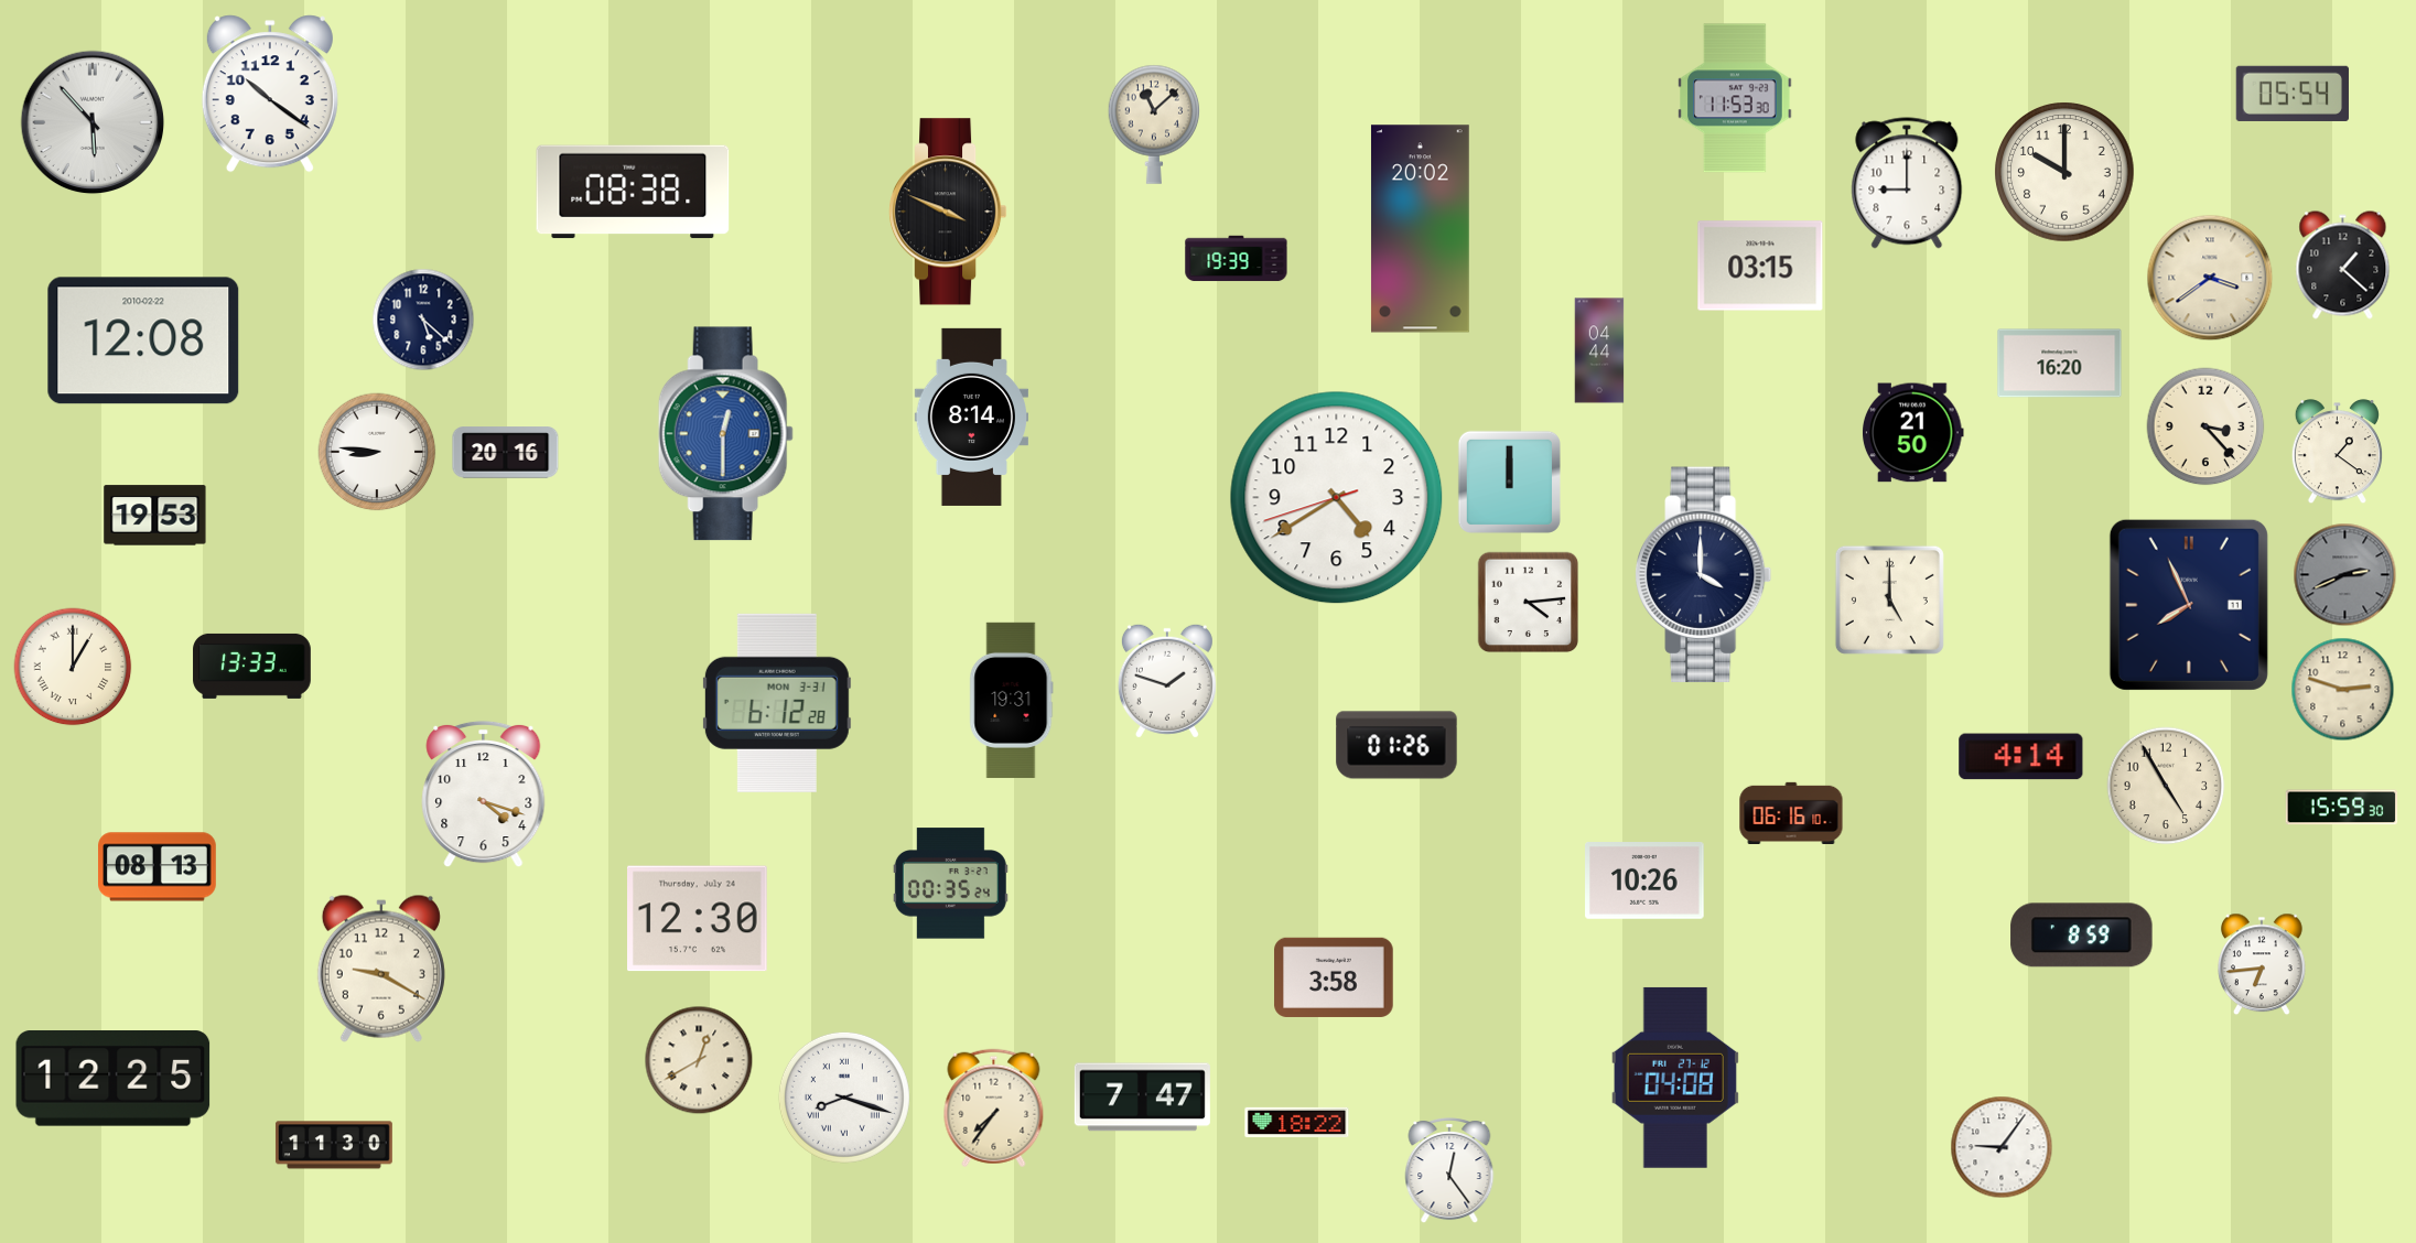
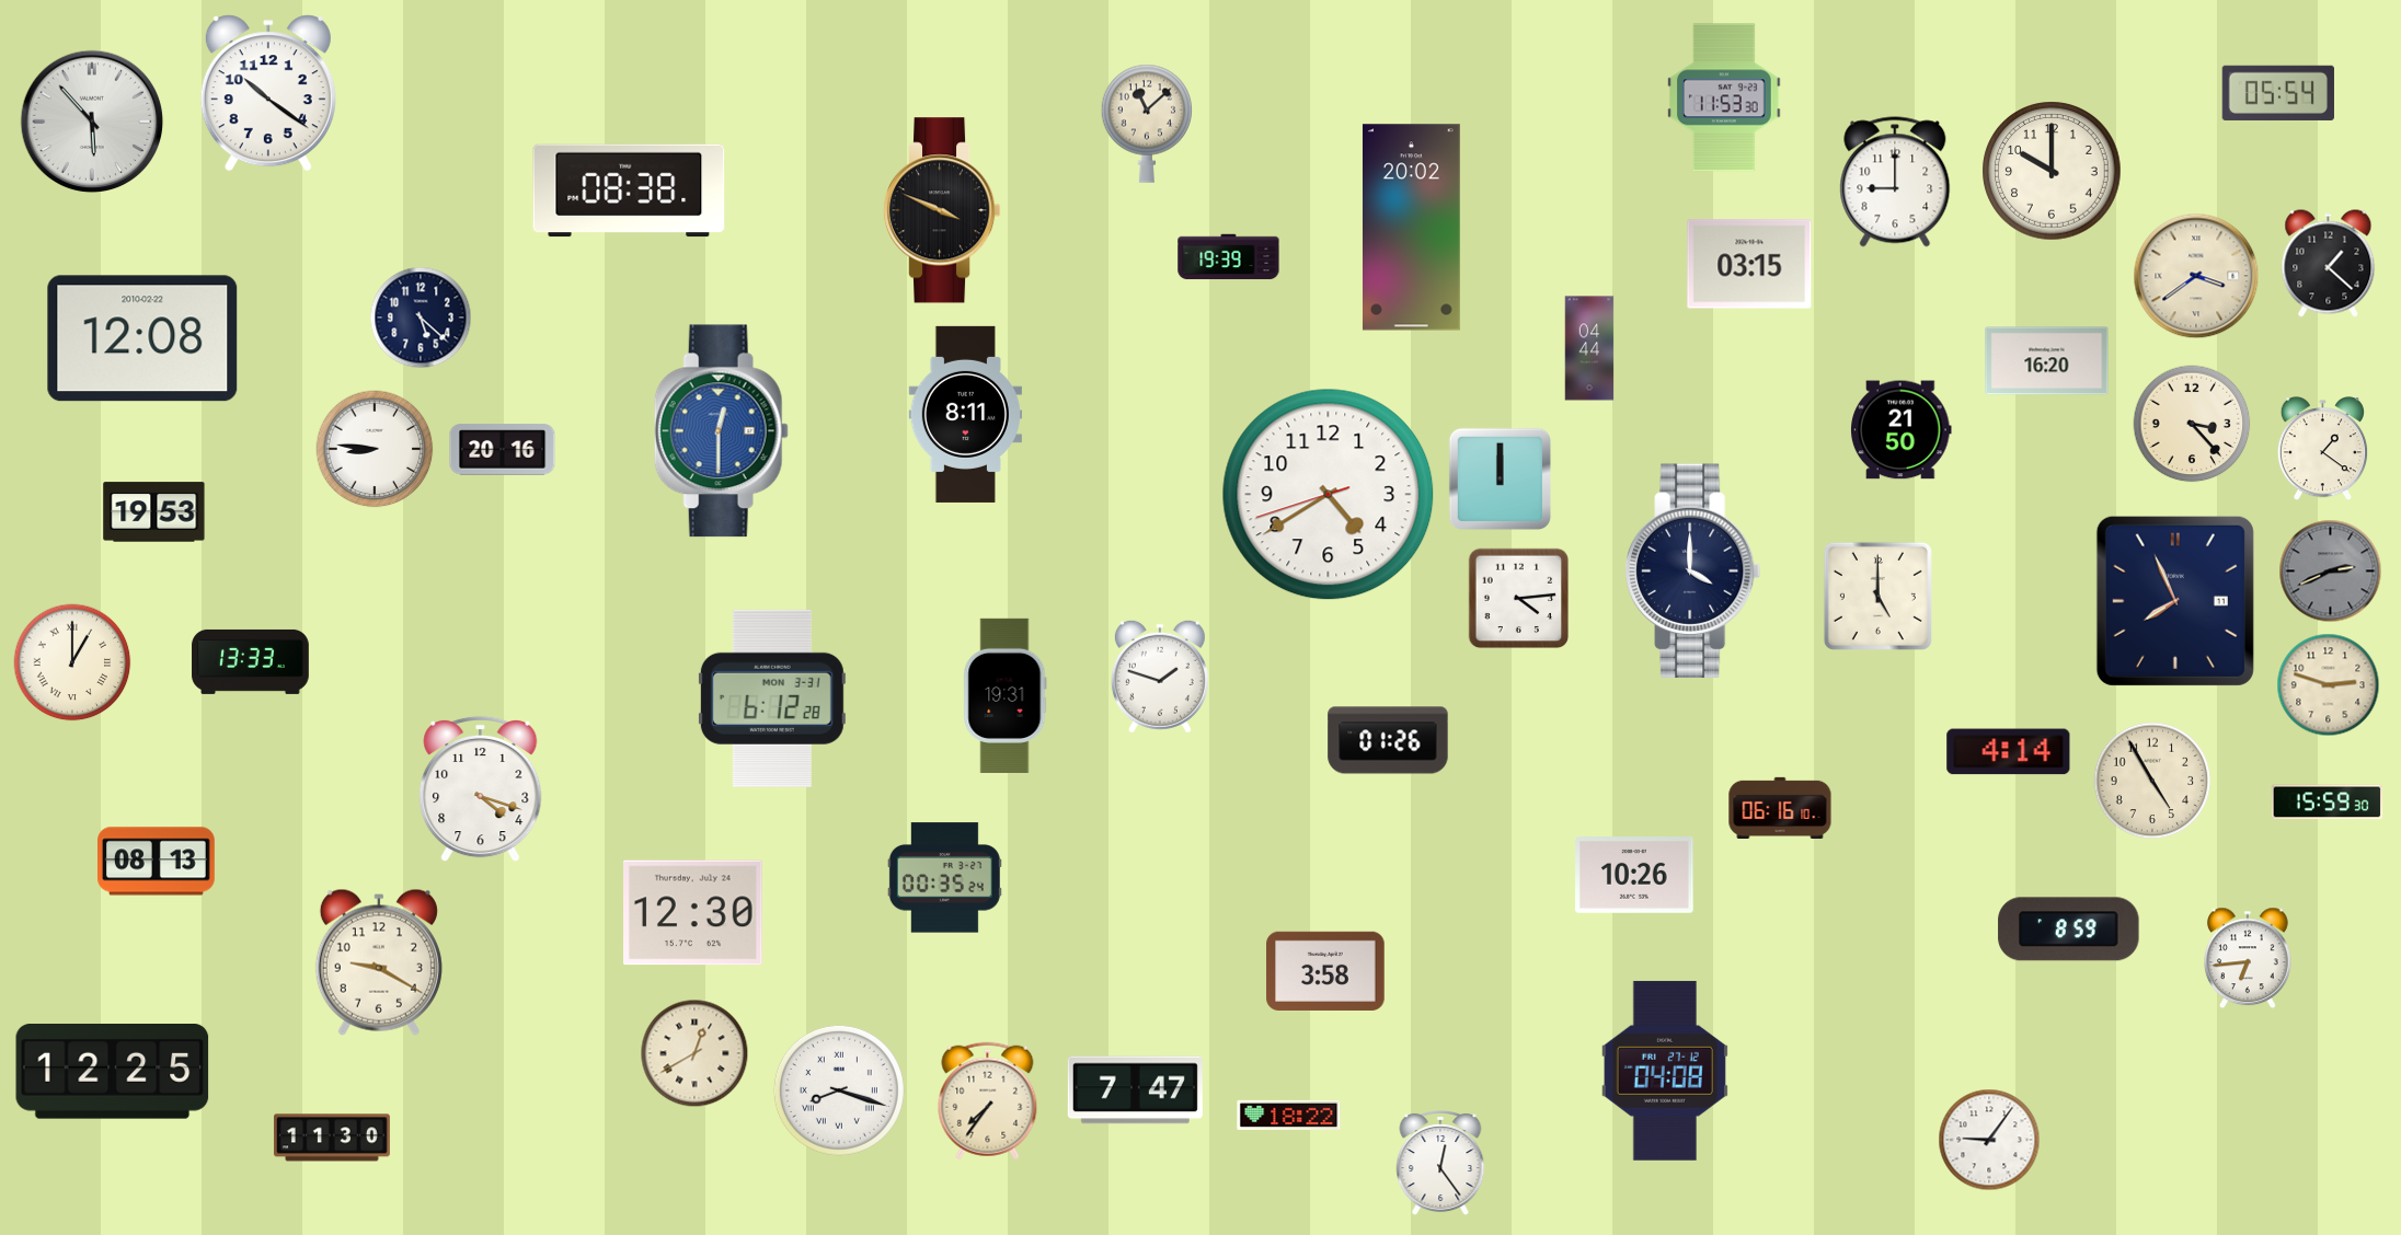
clock at (971, 417): 8:14 -> 8:11
